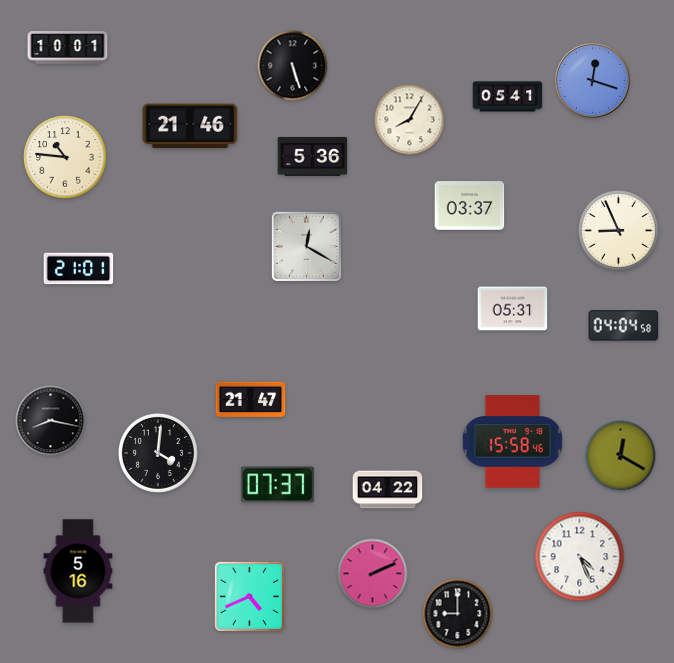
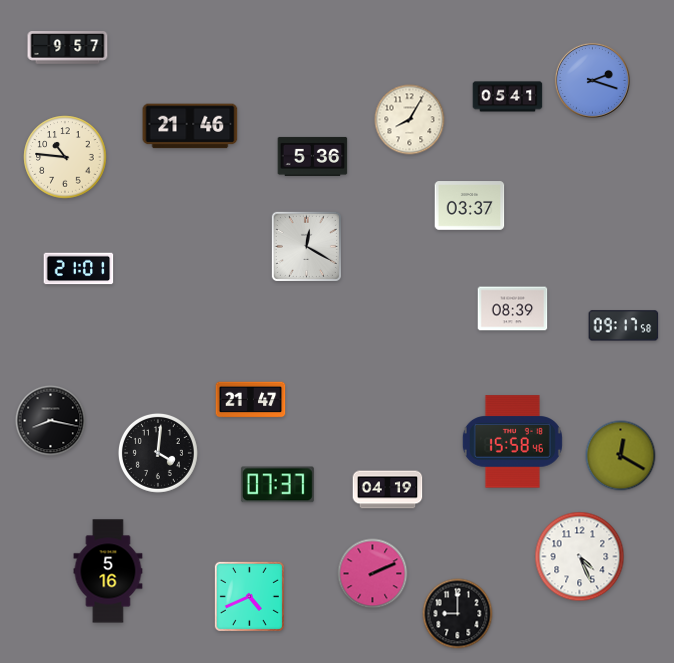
clock at (68, 48): 10:01 -> 9:57
clock at (293, 66): 5:27 -> none
clock at (592, 80): 12:18 -> 2:18
clock at (619, 231): 8:56 -> none
clock at (513, 309): 05:31 -> 08:39
clock at (624, 326): 04:04 -> 09:17
clock at (388, 490): 04:22 -> 04:19
clock at (78, 571) position: (78, 571) -> (108, 571)
